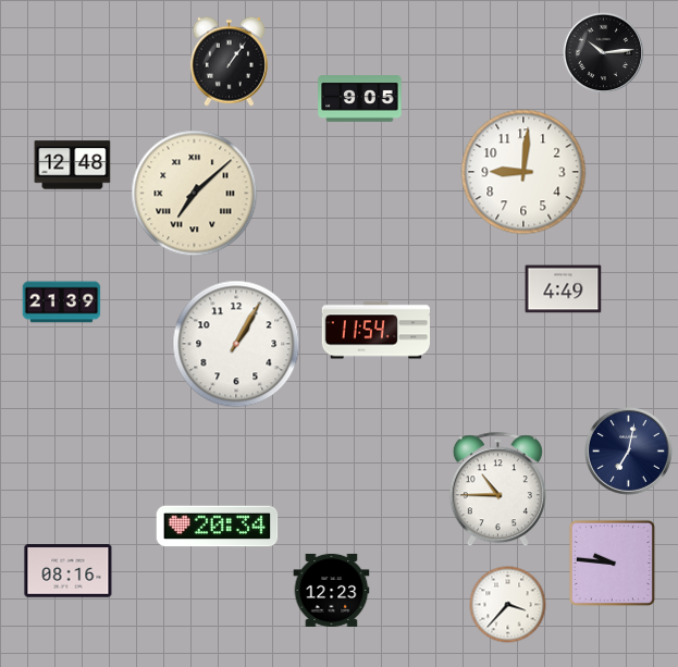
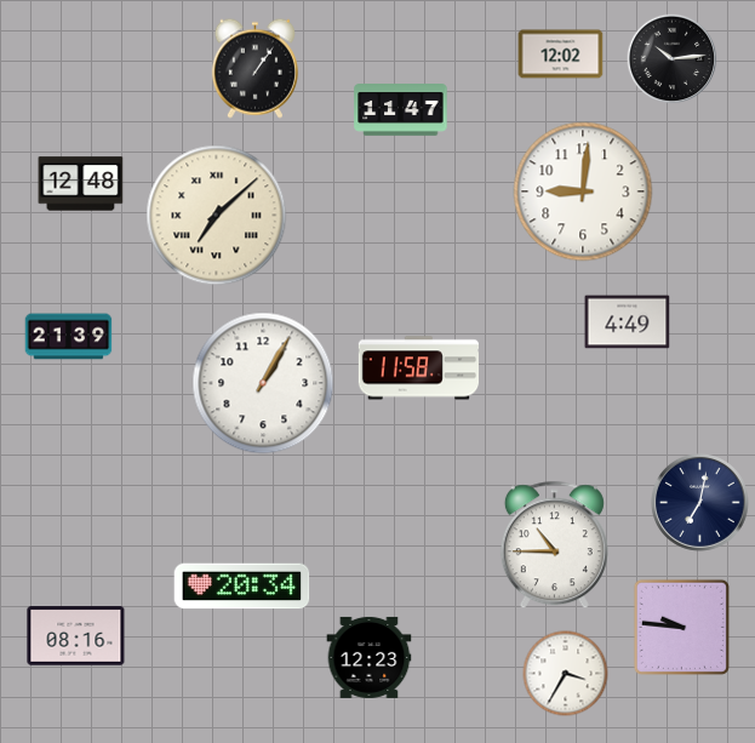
clock at (561, 55): none -> 12:02
clock at (360, 99): 9:05 -> 11:47
clock at (375, 331): 11:54 -> 11:58
clock at (508, 605): 3:37 -> 3:35
